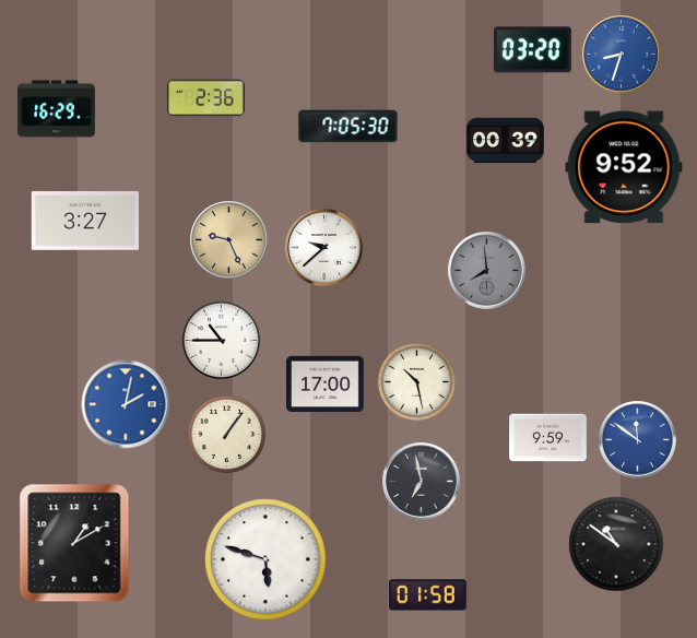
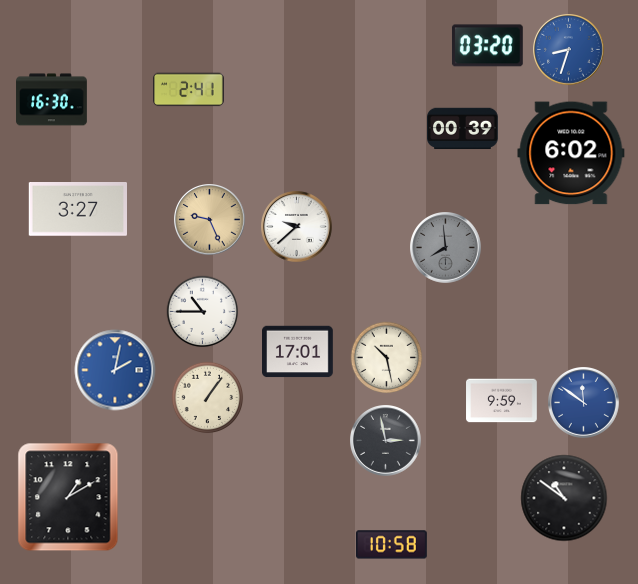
clock at (206, 98): 2:36 -> 2:41
clock at (57, 109): 16:29 -> 16:30
clock at (349, 127): 7:05 -> none
clock at (624, 167): 9:52 -> 6:02
clock at (84, 221) position: (84, 221) -> (77, 209)
clock at (417, 382) position: (417, 382) -> (387, 358)
clock at (326, 385): 17:00 -> 17:01
clock at (422, 482): 6:58 -> 2:58
clock at (265, 559): 5:48 -> none
clock at (428, 595): 01:58 -> 10:58
